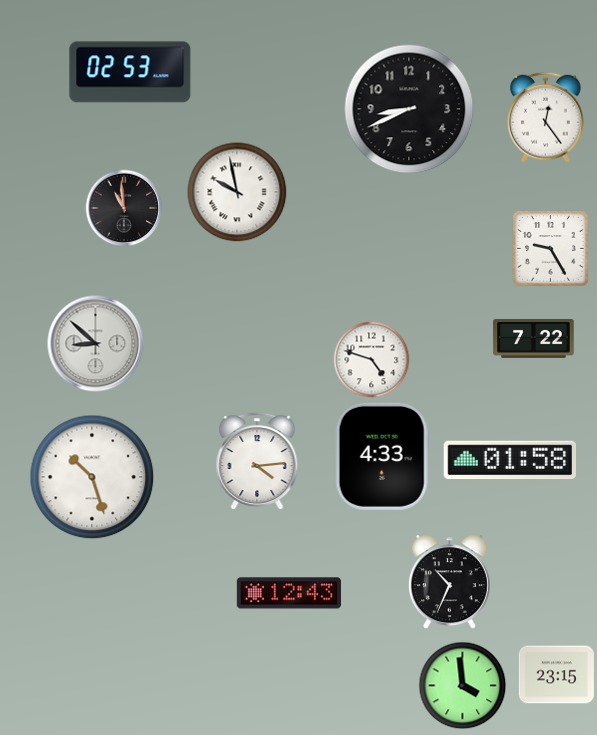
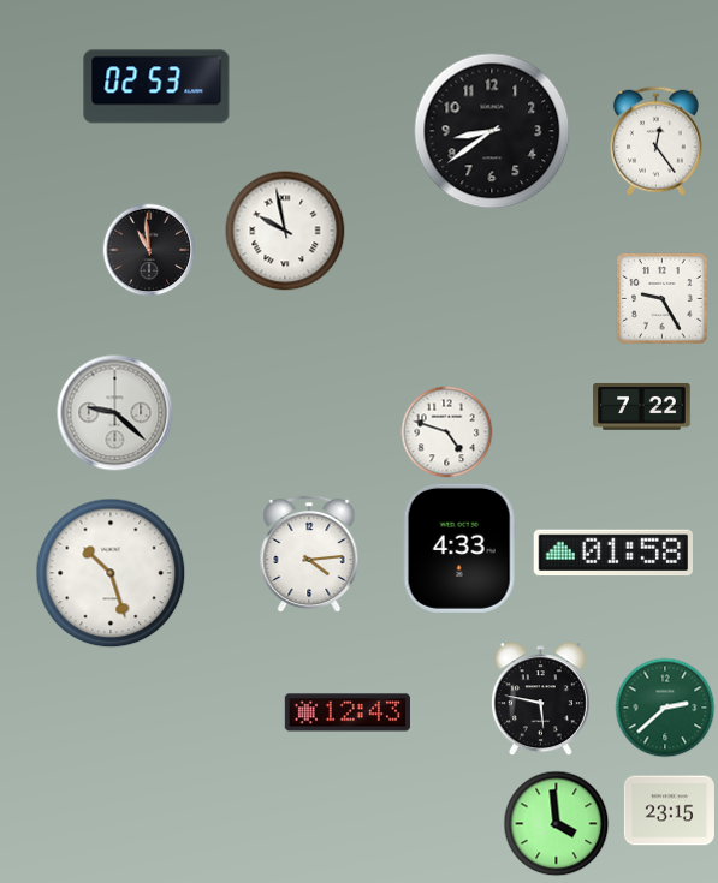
clock at (409, 109): 8:41 -> 8:39
clock at (96, 344): 8:52 -> 9:22
clock at (449, 582): 10:34 -> 5:47
clock at (665, 708): none -> 2:38
